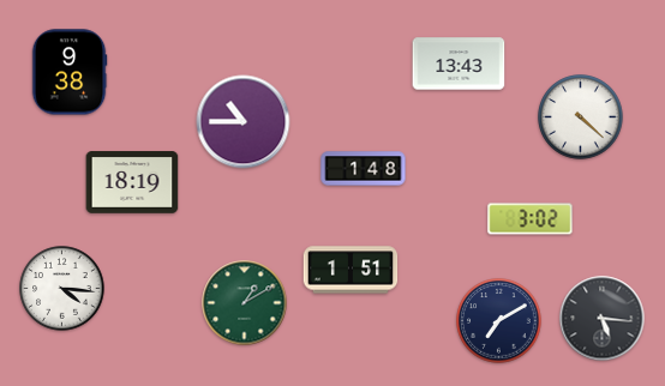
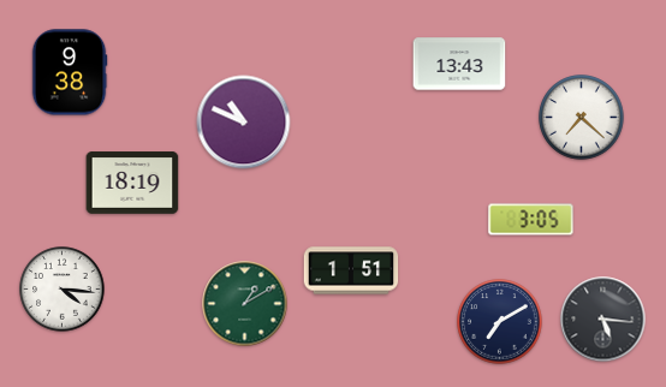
clock at (581, 117): 4:22 -> 7:22
clock at (244, 122): 10:45 -> 10:49
clock at (364, 169): 1:48 -> none
clock at (531, 219): 3:02 -> 3:05
